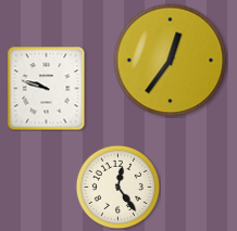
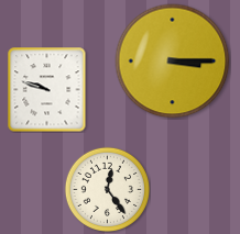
clock at (171, 61): 12:36 -> 3:15
clock at (117, 187) position: (117, 187) -> (107, 189)
